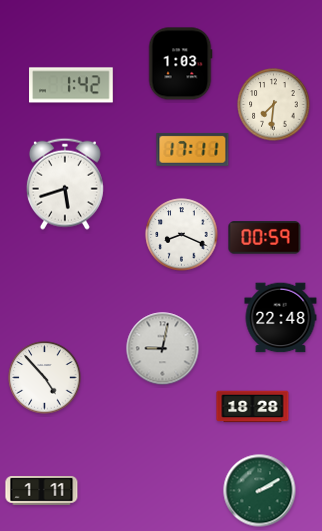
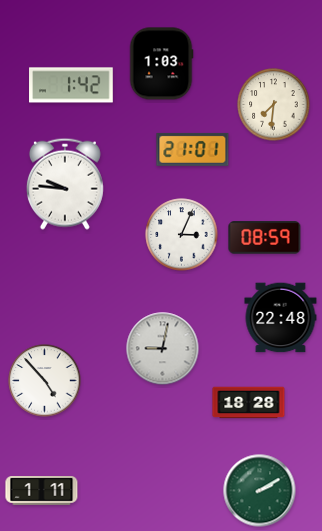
clock at (180, 64) position: (180, 64) -> (161, 64)
clock at (193, 149): 17:11 -> 21:01
clock at (65, 184): 5:42 -> 9:46
clock at (182, 235): 8:19 -> 3:04
clock at (265, 238): 00:59 -> 08:59
clock at (45, 378) position: (45, 378) -> (45, 381)
clock at (253, 407) position: (253, 407) -> (249, 403)
